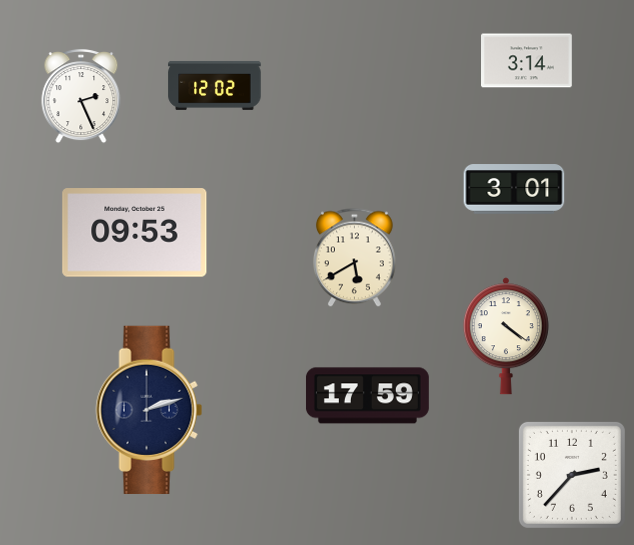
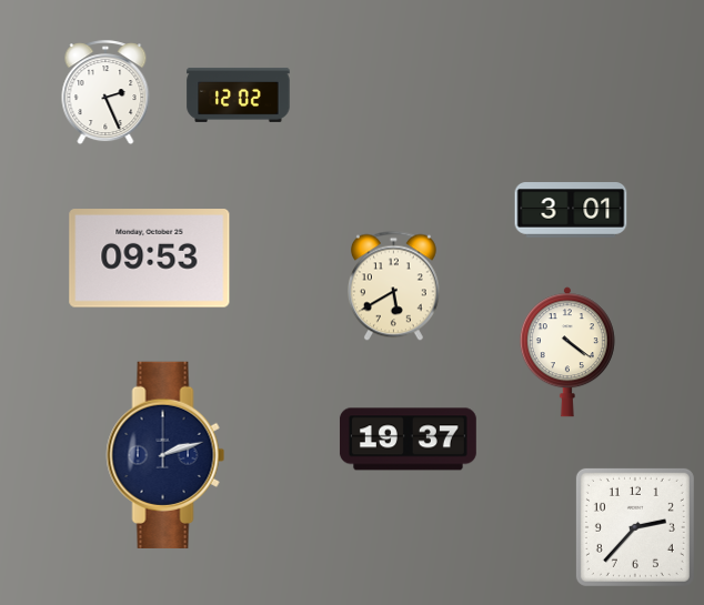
clock at (527, 61): 3:14 -> none
clock at (81, 97) position: (81, 97) -> (105, 93)
clock at (506, 336) position: (506, 336) -> (567, 352)
clock at (367, 396): 17:59 -> 19:37
